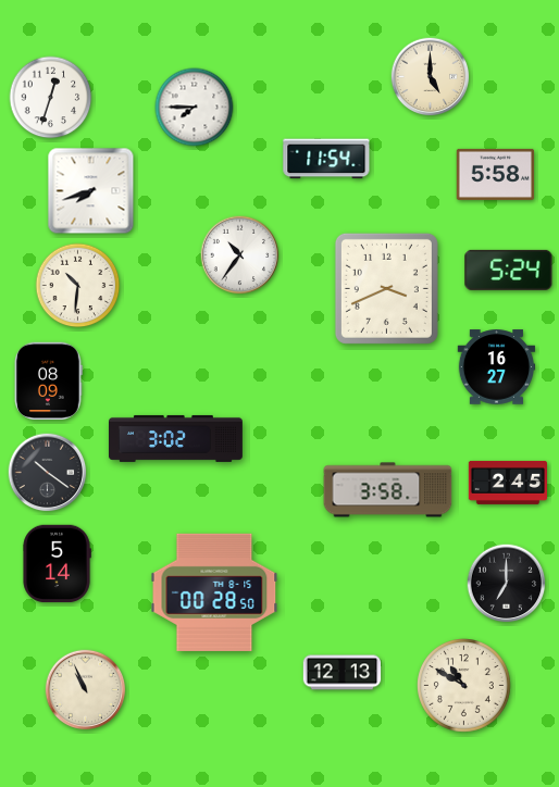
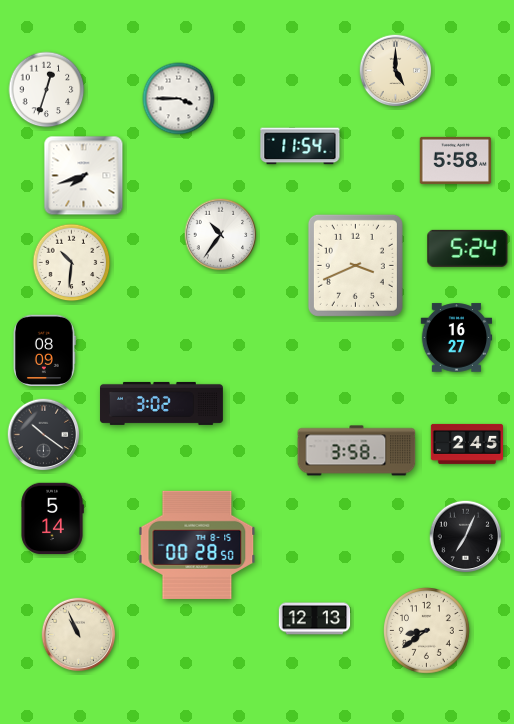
clock at (195, 108): 7:45 -> 3:45
clock at (507, 584): 7:00 -> 7:04
clock at (464, 686): 10:50 -> 8:39
